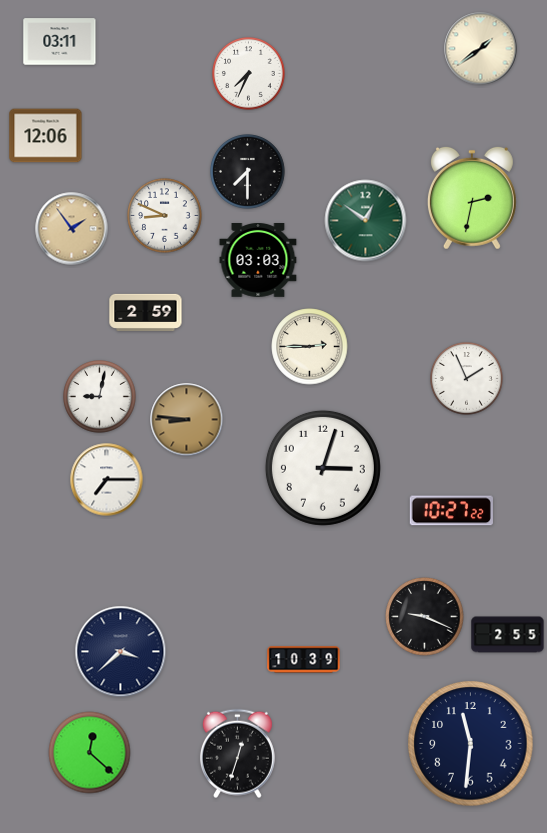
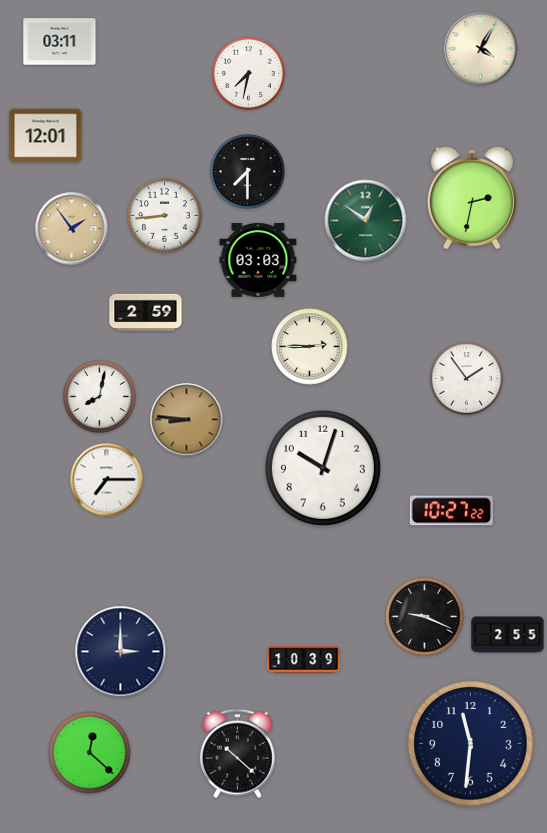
clock at (481, 49): 1:39 -> 4:05
clock at (249, 74): 7:34 -> 7:32
clock at (46, 136): 12:06 -> 12:01
clock at (165, 216): 8:49 -> 8:44
clock at (467, 379): 1:56 -> 1:54
clock at (100, 397): 9:02 -> 8:02
clock at (323, 468): 3:03 -> 10:03
clock at (121, 652): 3:38 -> 3:00
clock at (237, 754): 12:33 -> 10:22
